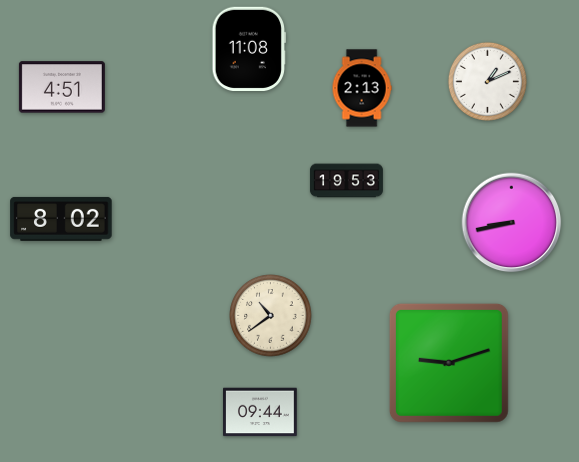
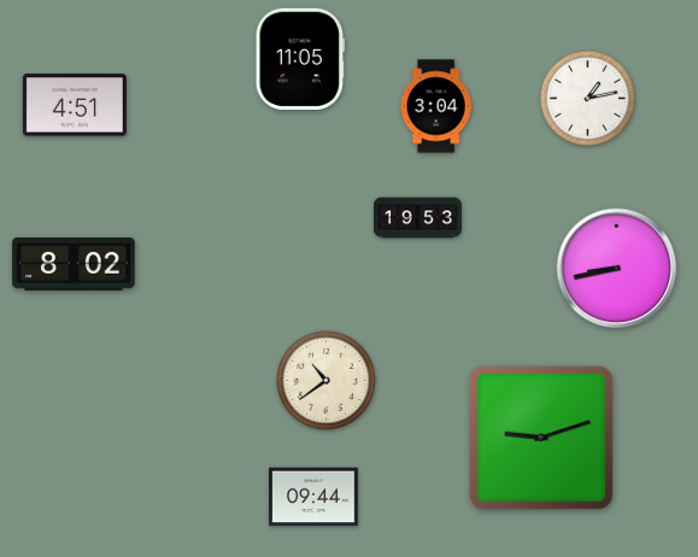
clock at (248, 48): 11:08 -> 11:05
clock at (487, 81): 1:11 -> 1:13
clock at (362, 88): 2:13 -> 3:04
